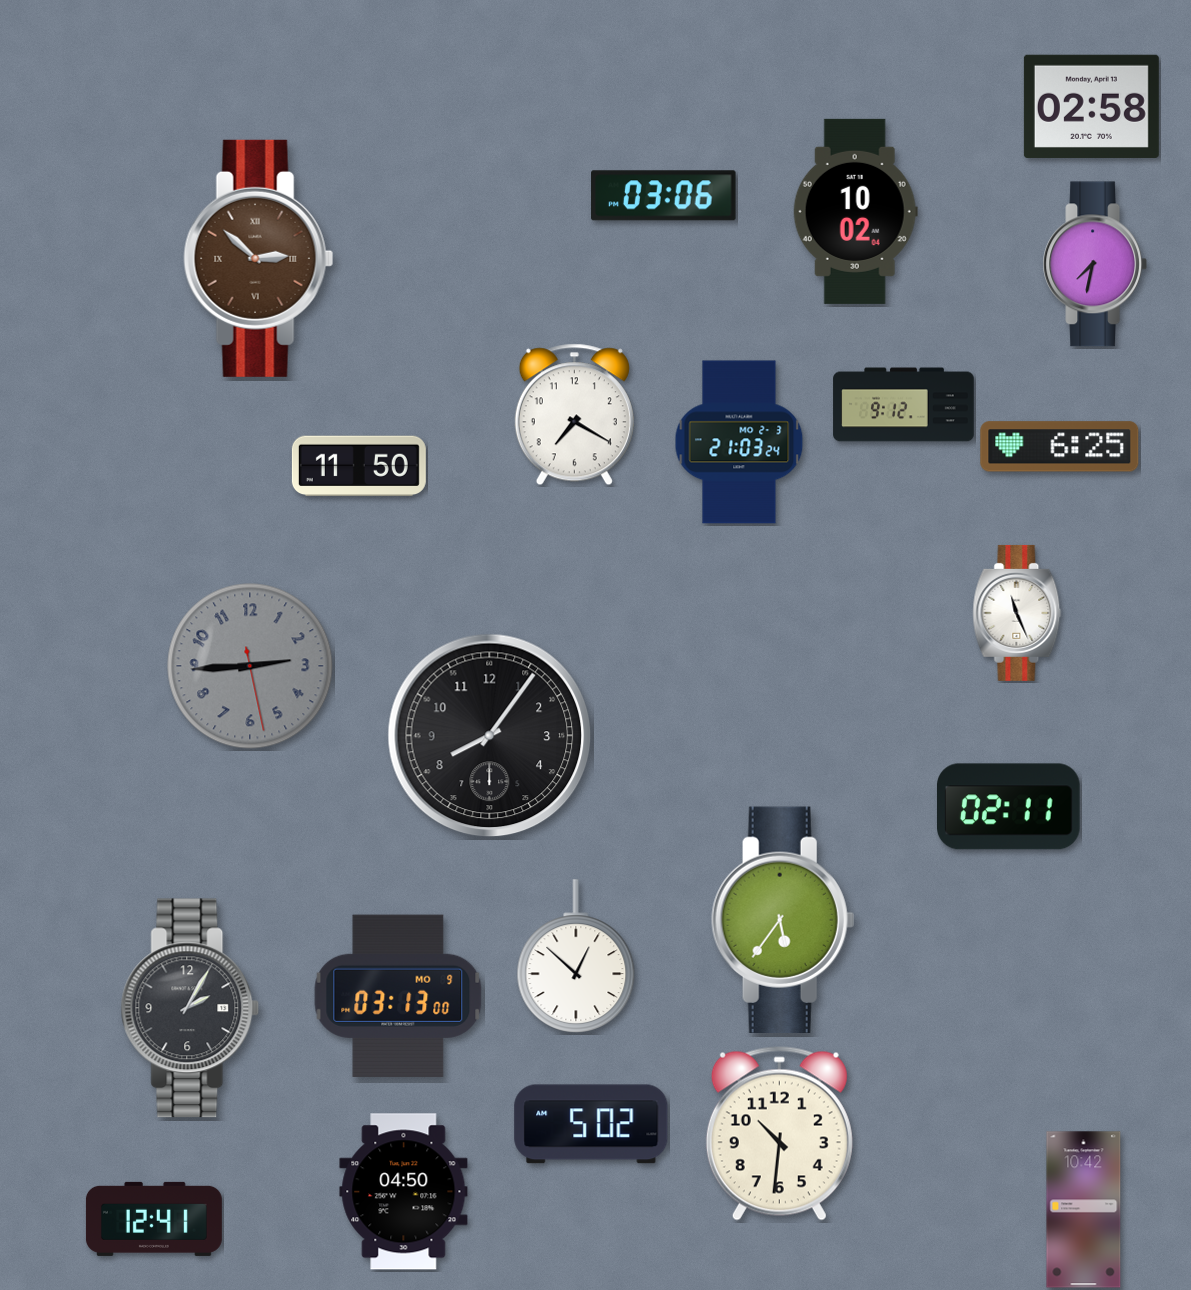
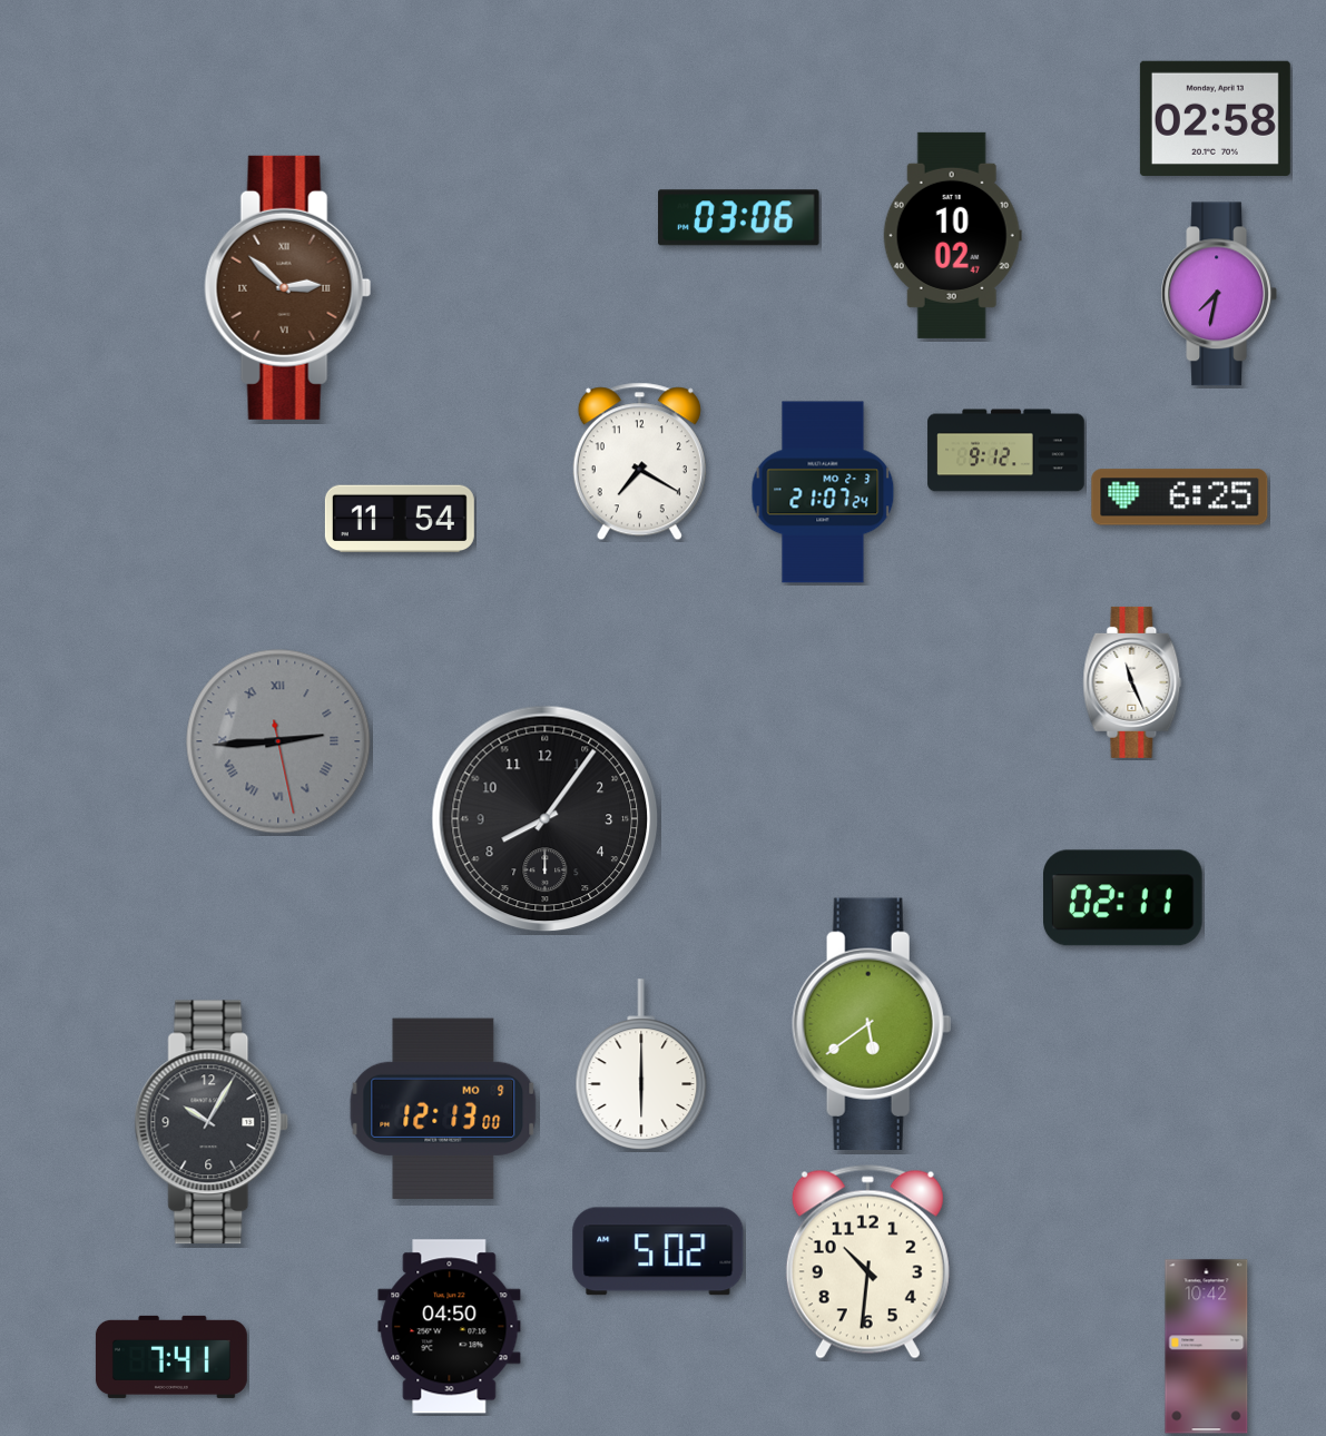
clock at (855, 211): 10:02:04 -> 10:02:47
clock at (739, 442): 21:03 -> 21:07
clock at (359, 466): 11:50 -> 11:54
clock at (250, 666) numerals: Arabic -> Roman
clock at (783, 919): 5:36 -> 5:39
clock at (576, 956): 12:52 -> 6:00
clock at (398, 996): 03:13 -> 12:13
clock at (190, 1008): 2:05 -> 10:05
clock at (154, 1219): 12:41 -> 7:41
